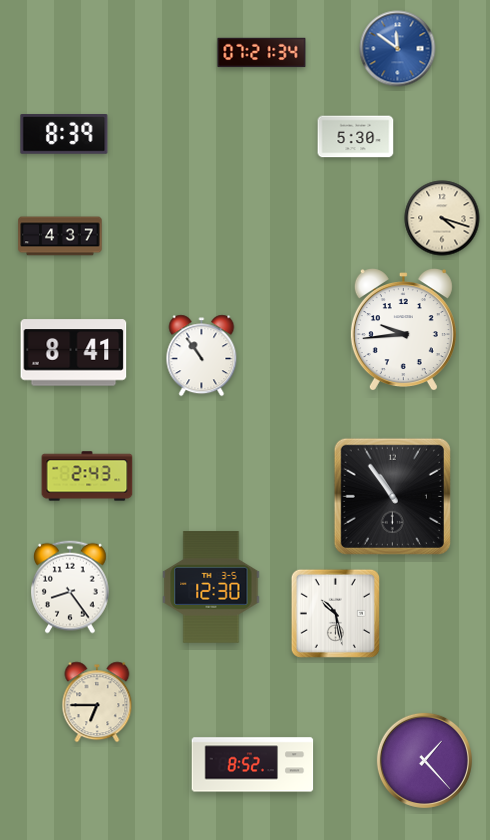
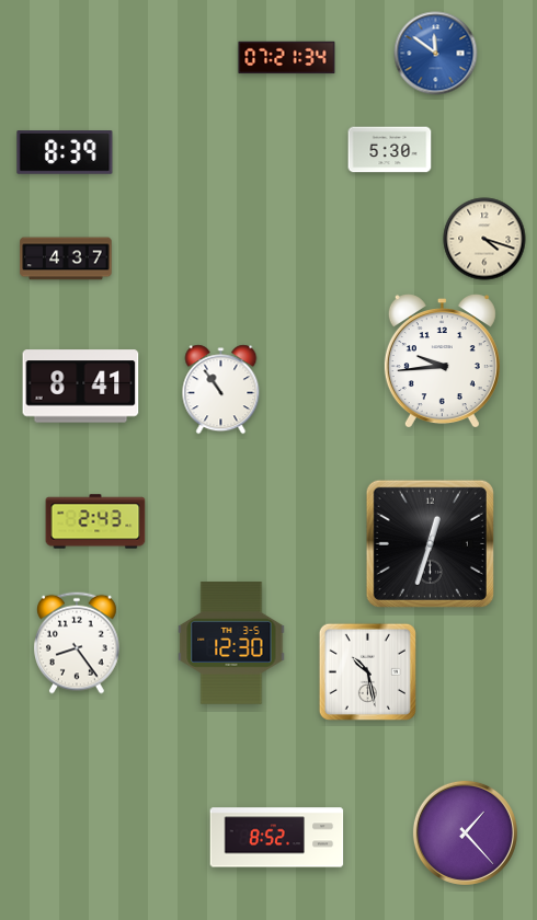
clock at (64, 135) position: (64, 135) -> (65, 153)
clock at (392, 496): 10:54 -> 12:33
clock at (97, 702): 6:45 -> none
